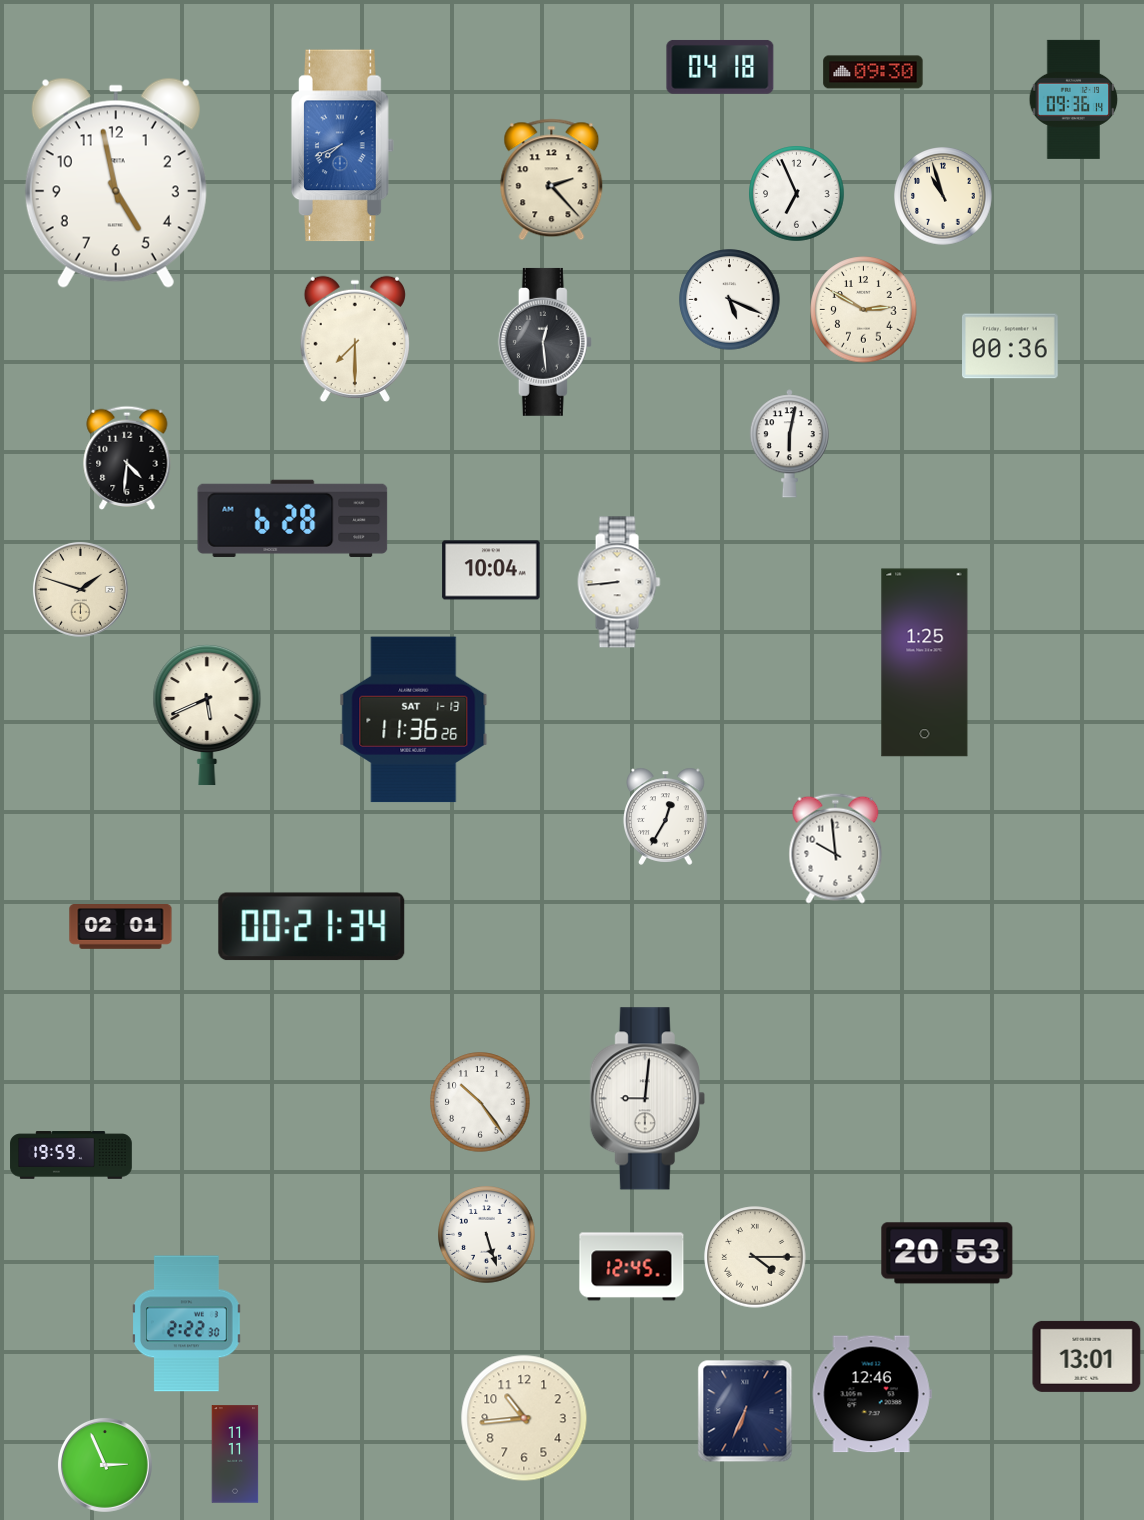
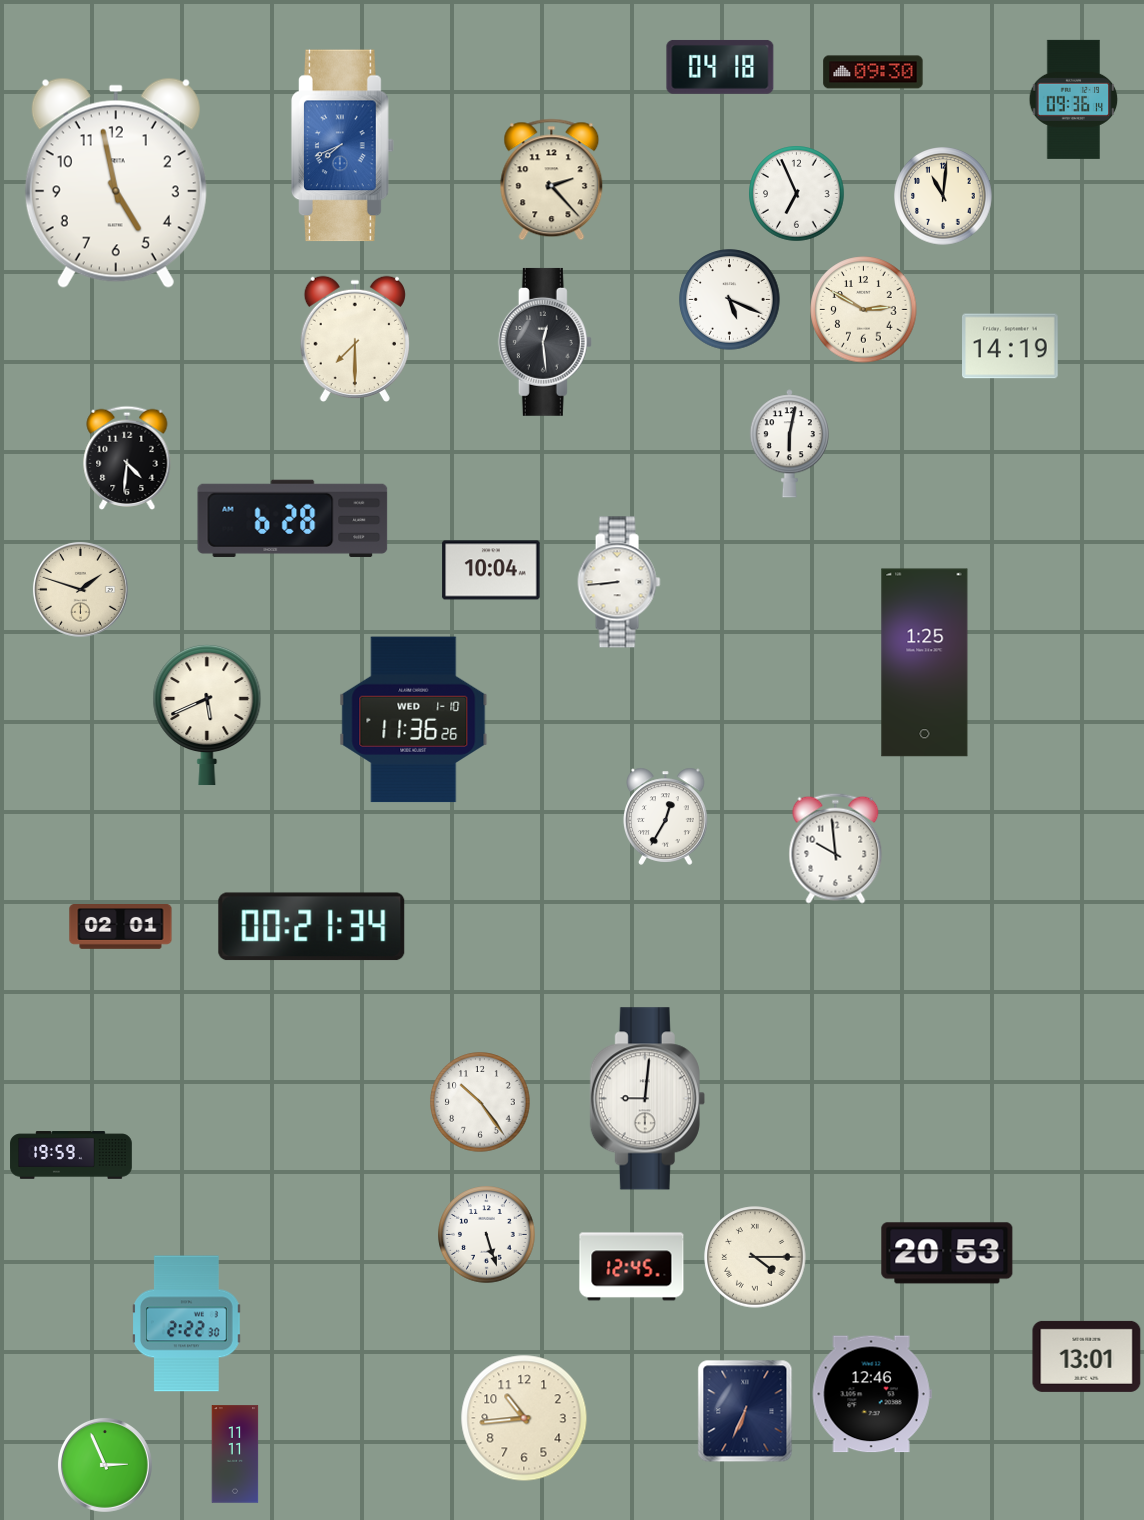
clock at (943, 196): 10:57 -> 11:01
clock at (1011, 346): 00:36 -> 14:19
clock at (414, 720) date: SAT 1-13 -> WED 1-10
